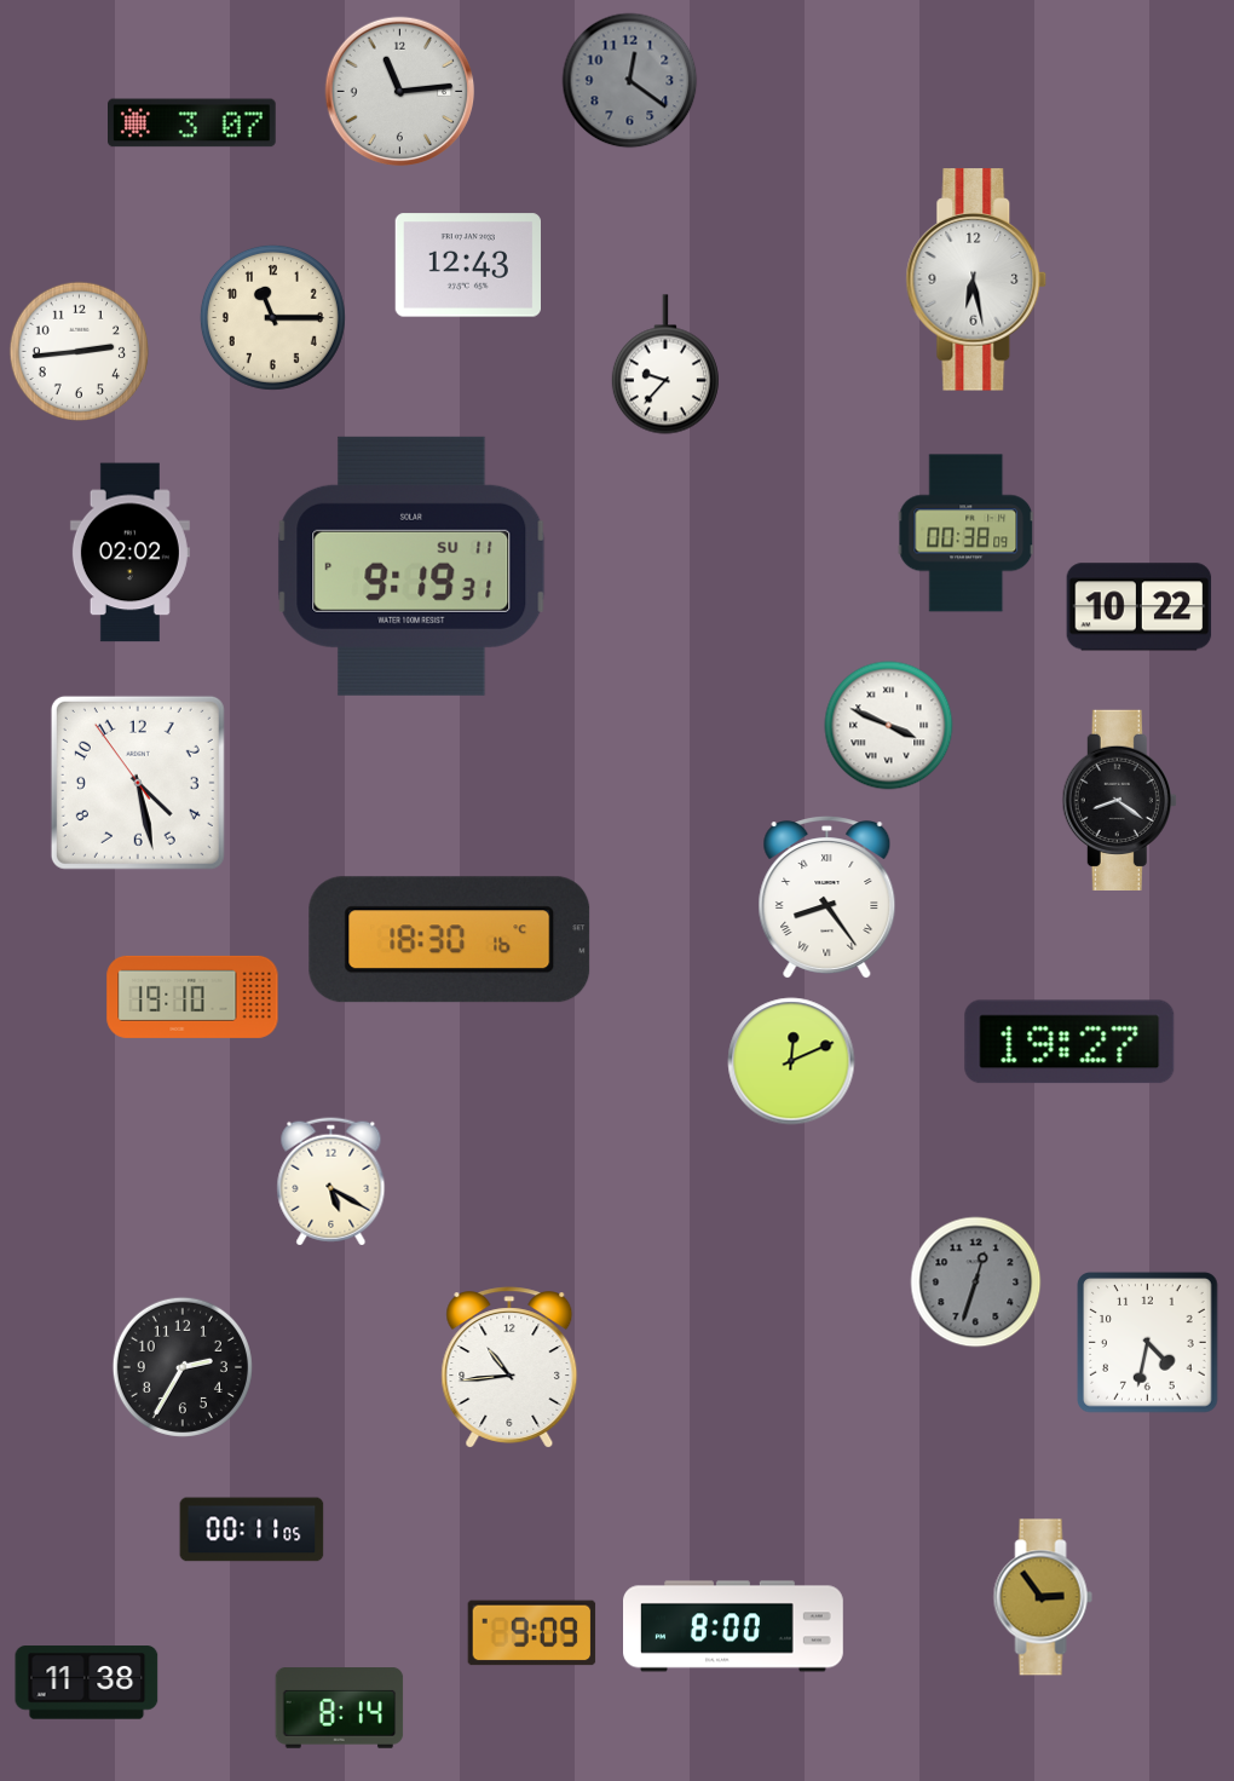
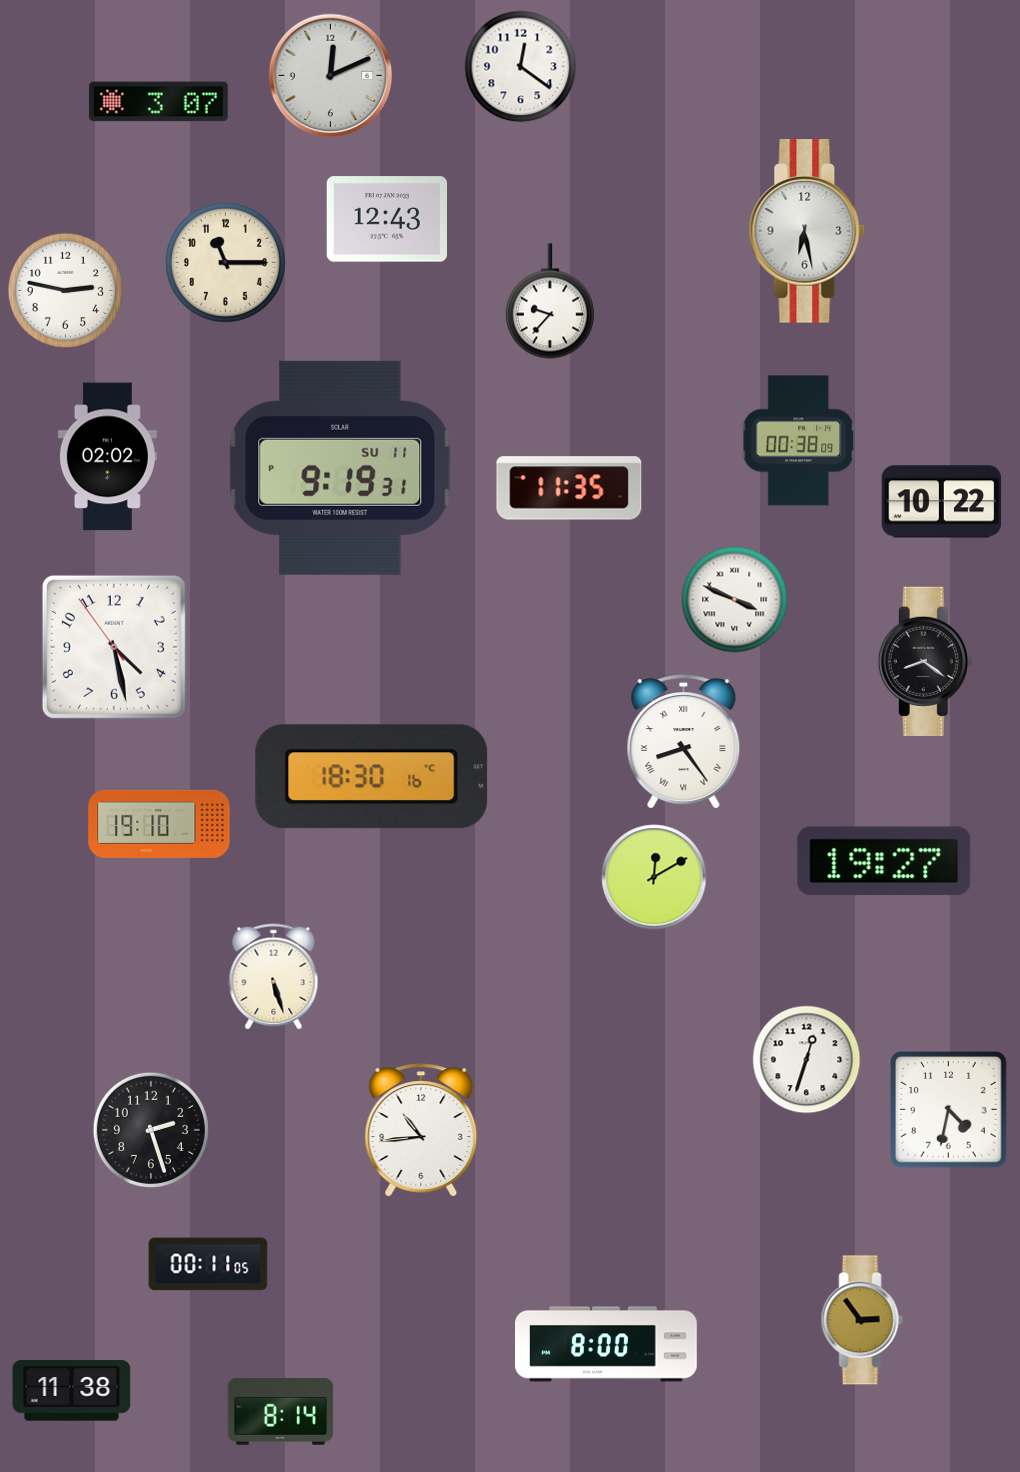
clock at (630, 81) dial: grey -> white
clock at (400, 92): 11:14 -> 12:11
clock at (79, 351): 2:44 -> 2:47
clock at (569, 488): none -> 11:35
clock at (791, 1061): 12:11 -> 12:10
clock at (331, 1182): 5:20 -> 5:27
clock at (976, 1283) dial: grey -> white
clock at (183, 1367): 2:35 -> 2:27
clock at (532, 1633): 9:09 -> none
